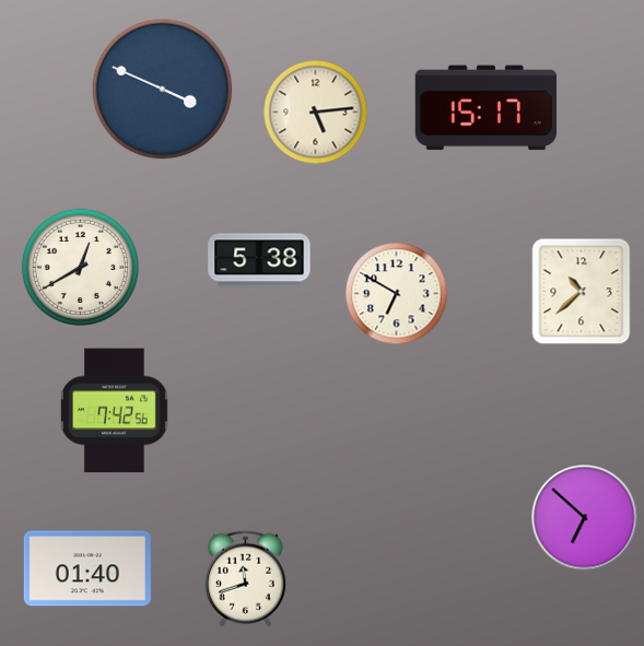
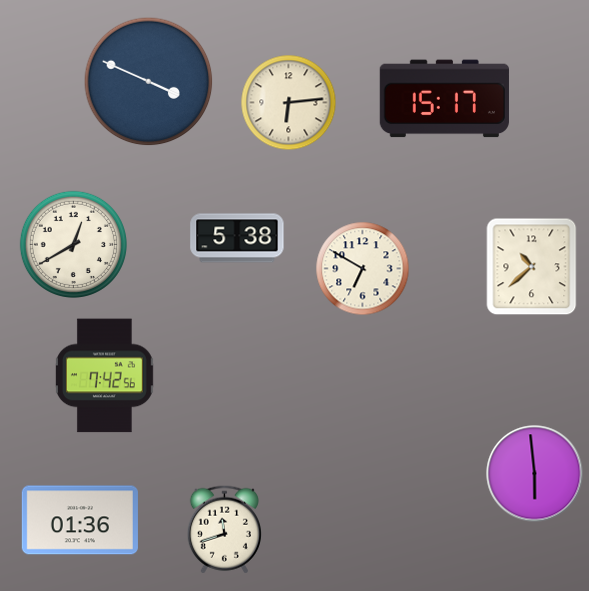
clock at (316, 113): 5:14 -> 6:14
clock at (585, 518): 6:52 -> 5:59
clock at (87, 568): 01:40 -> 01:36
